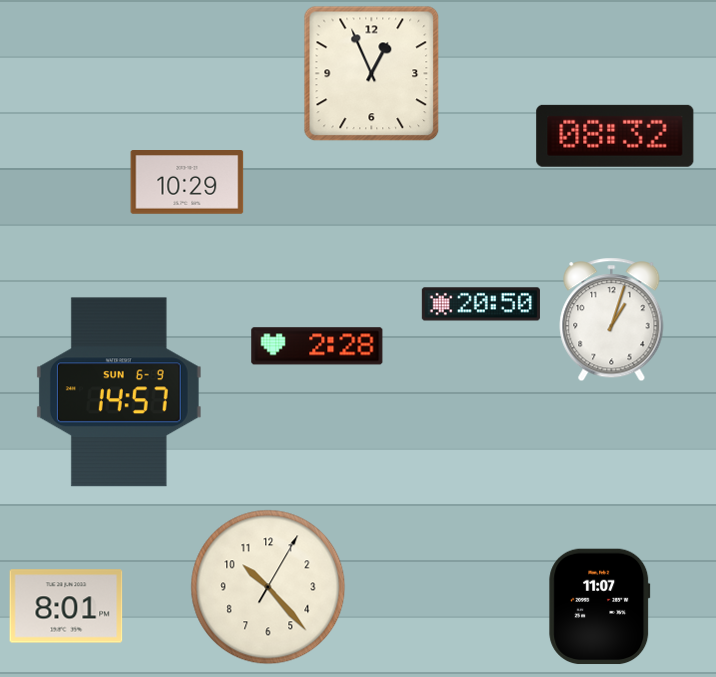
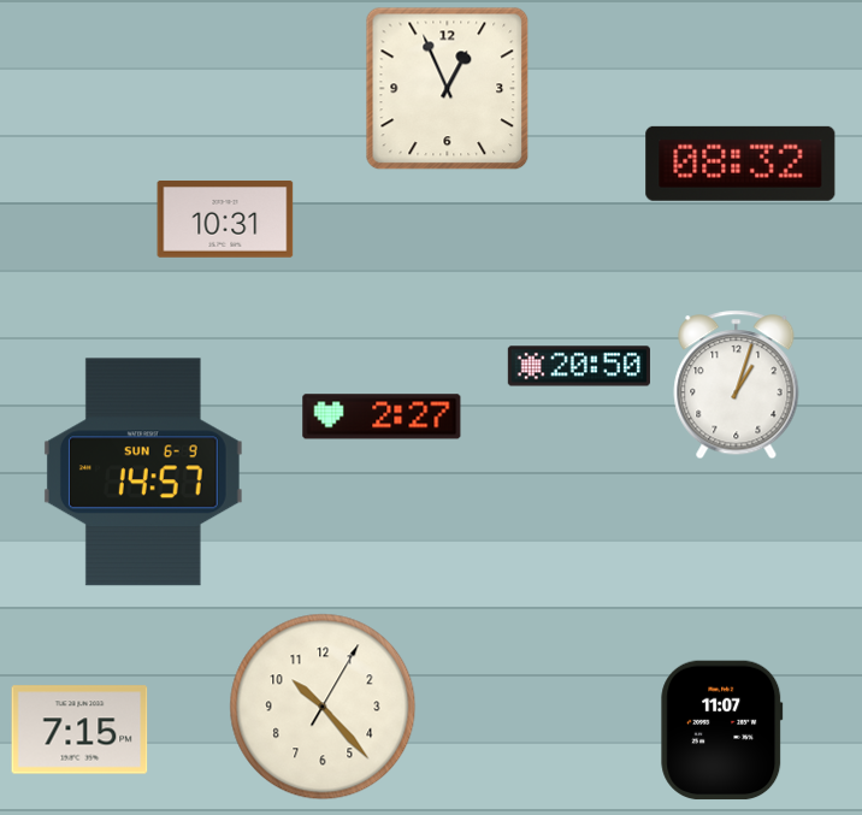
clock at (187, 183): 10:29 -> 10:31
clock at (317, 346): 2:28 -> 2:27
clock at (66, 606): 8:01 -> 7:15
